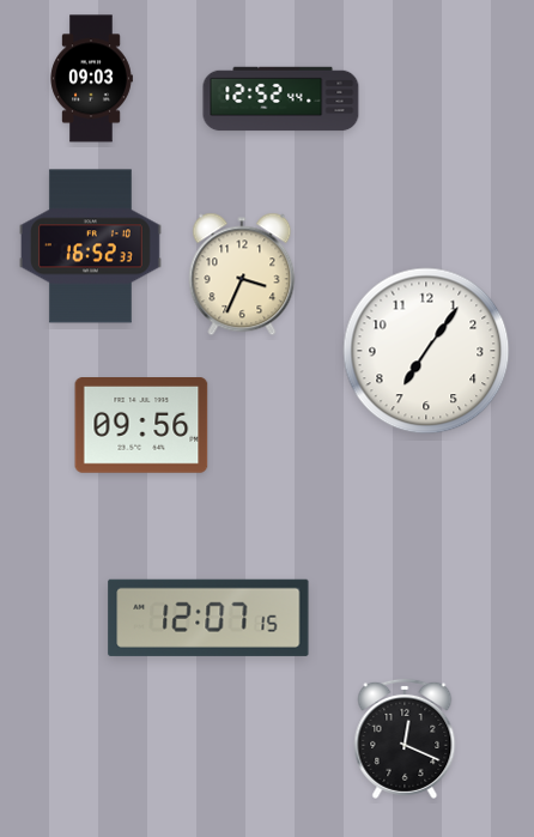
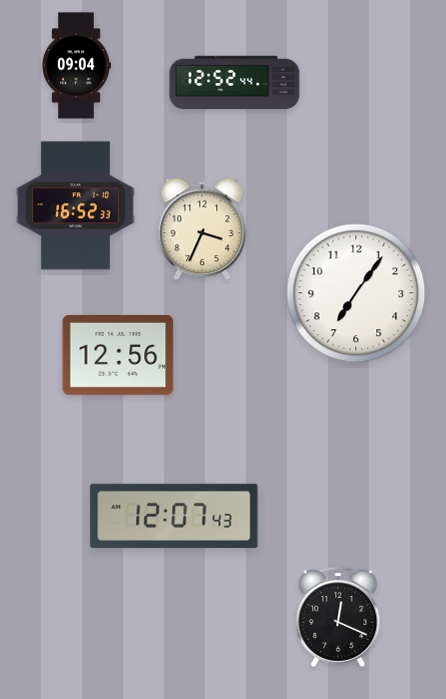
clock at (91, 79): 09:03 -> 09:04
clock at (141, 426): 09:56 -> 12:56
clock at (208, 618): 12:07:15 -> 12:07:43
